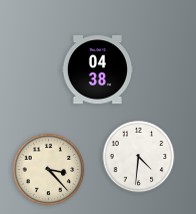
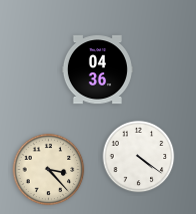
clock at (97, 70): 04:38 -> 04:36
clock at (139, 157): 4:31 -> 4:21
